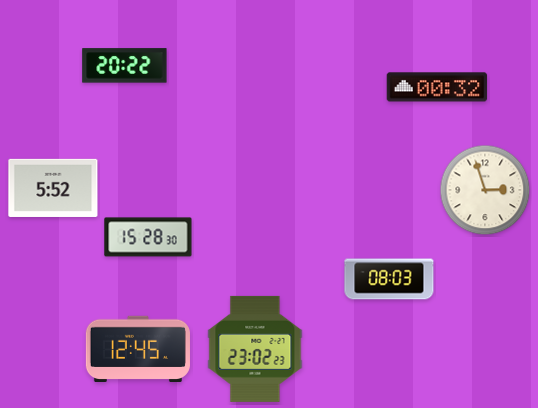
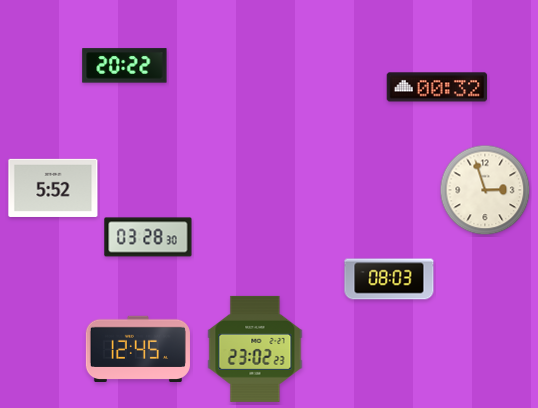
clock at (148, 237): 15:28 -> 03:28
